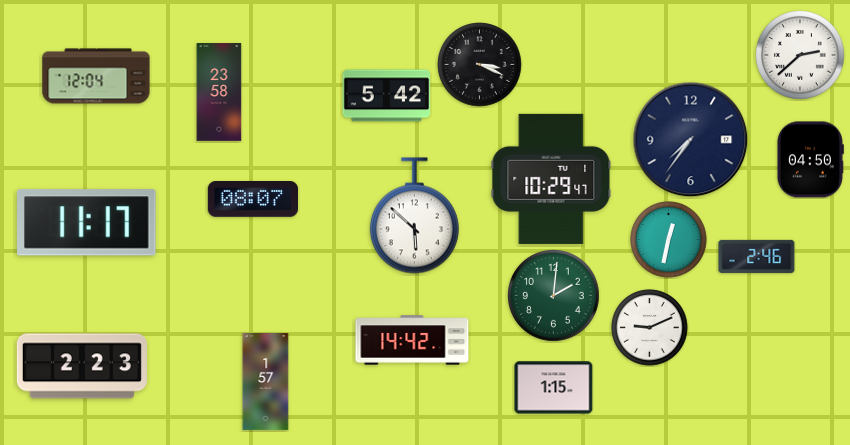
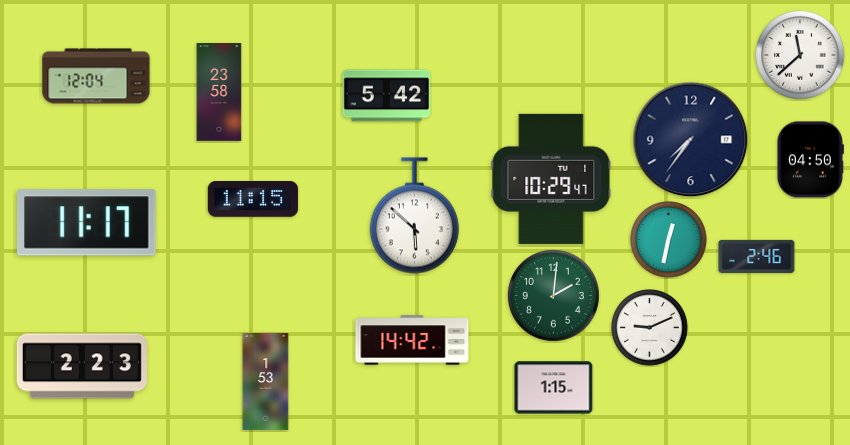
clock at (800, 55): 2:38 -> 11:38
clock at (480, 65): 3:19 -> none
clock at (252, 200): 08:07 -> 11:15
clock at (266, 382): 1:57 -> 1:53
